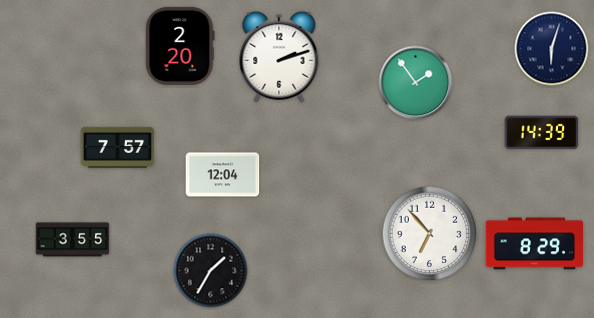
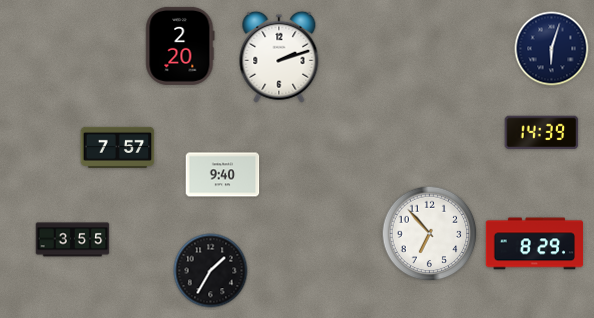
clock at (416, 83): 1:54 -> none
clock at (223, 175): 12:04 -> 9:40
